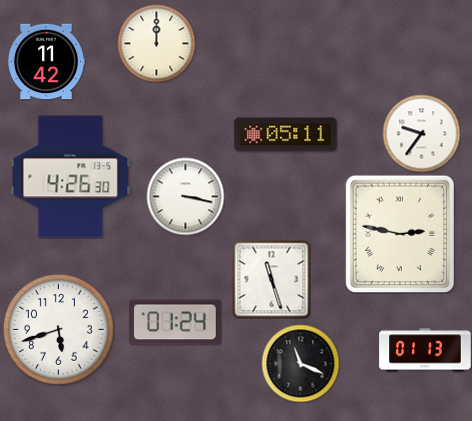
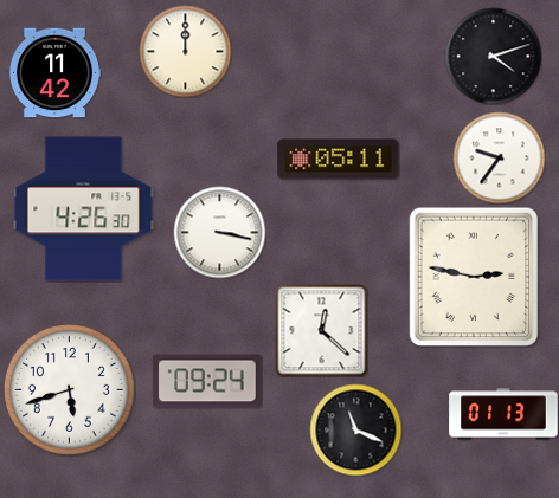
clock at (493, 56): none -> 4:12
clock at (271, 279): 11:27 -> 12:22
clock at (175, 322): 01:24 -> 09:24
